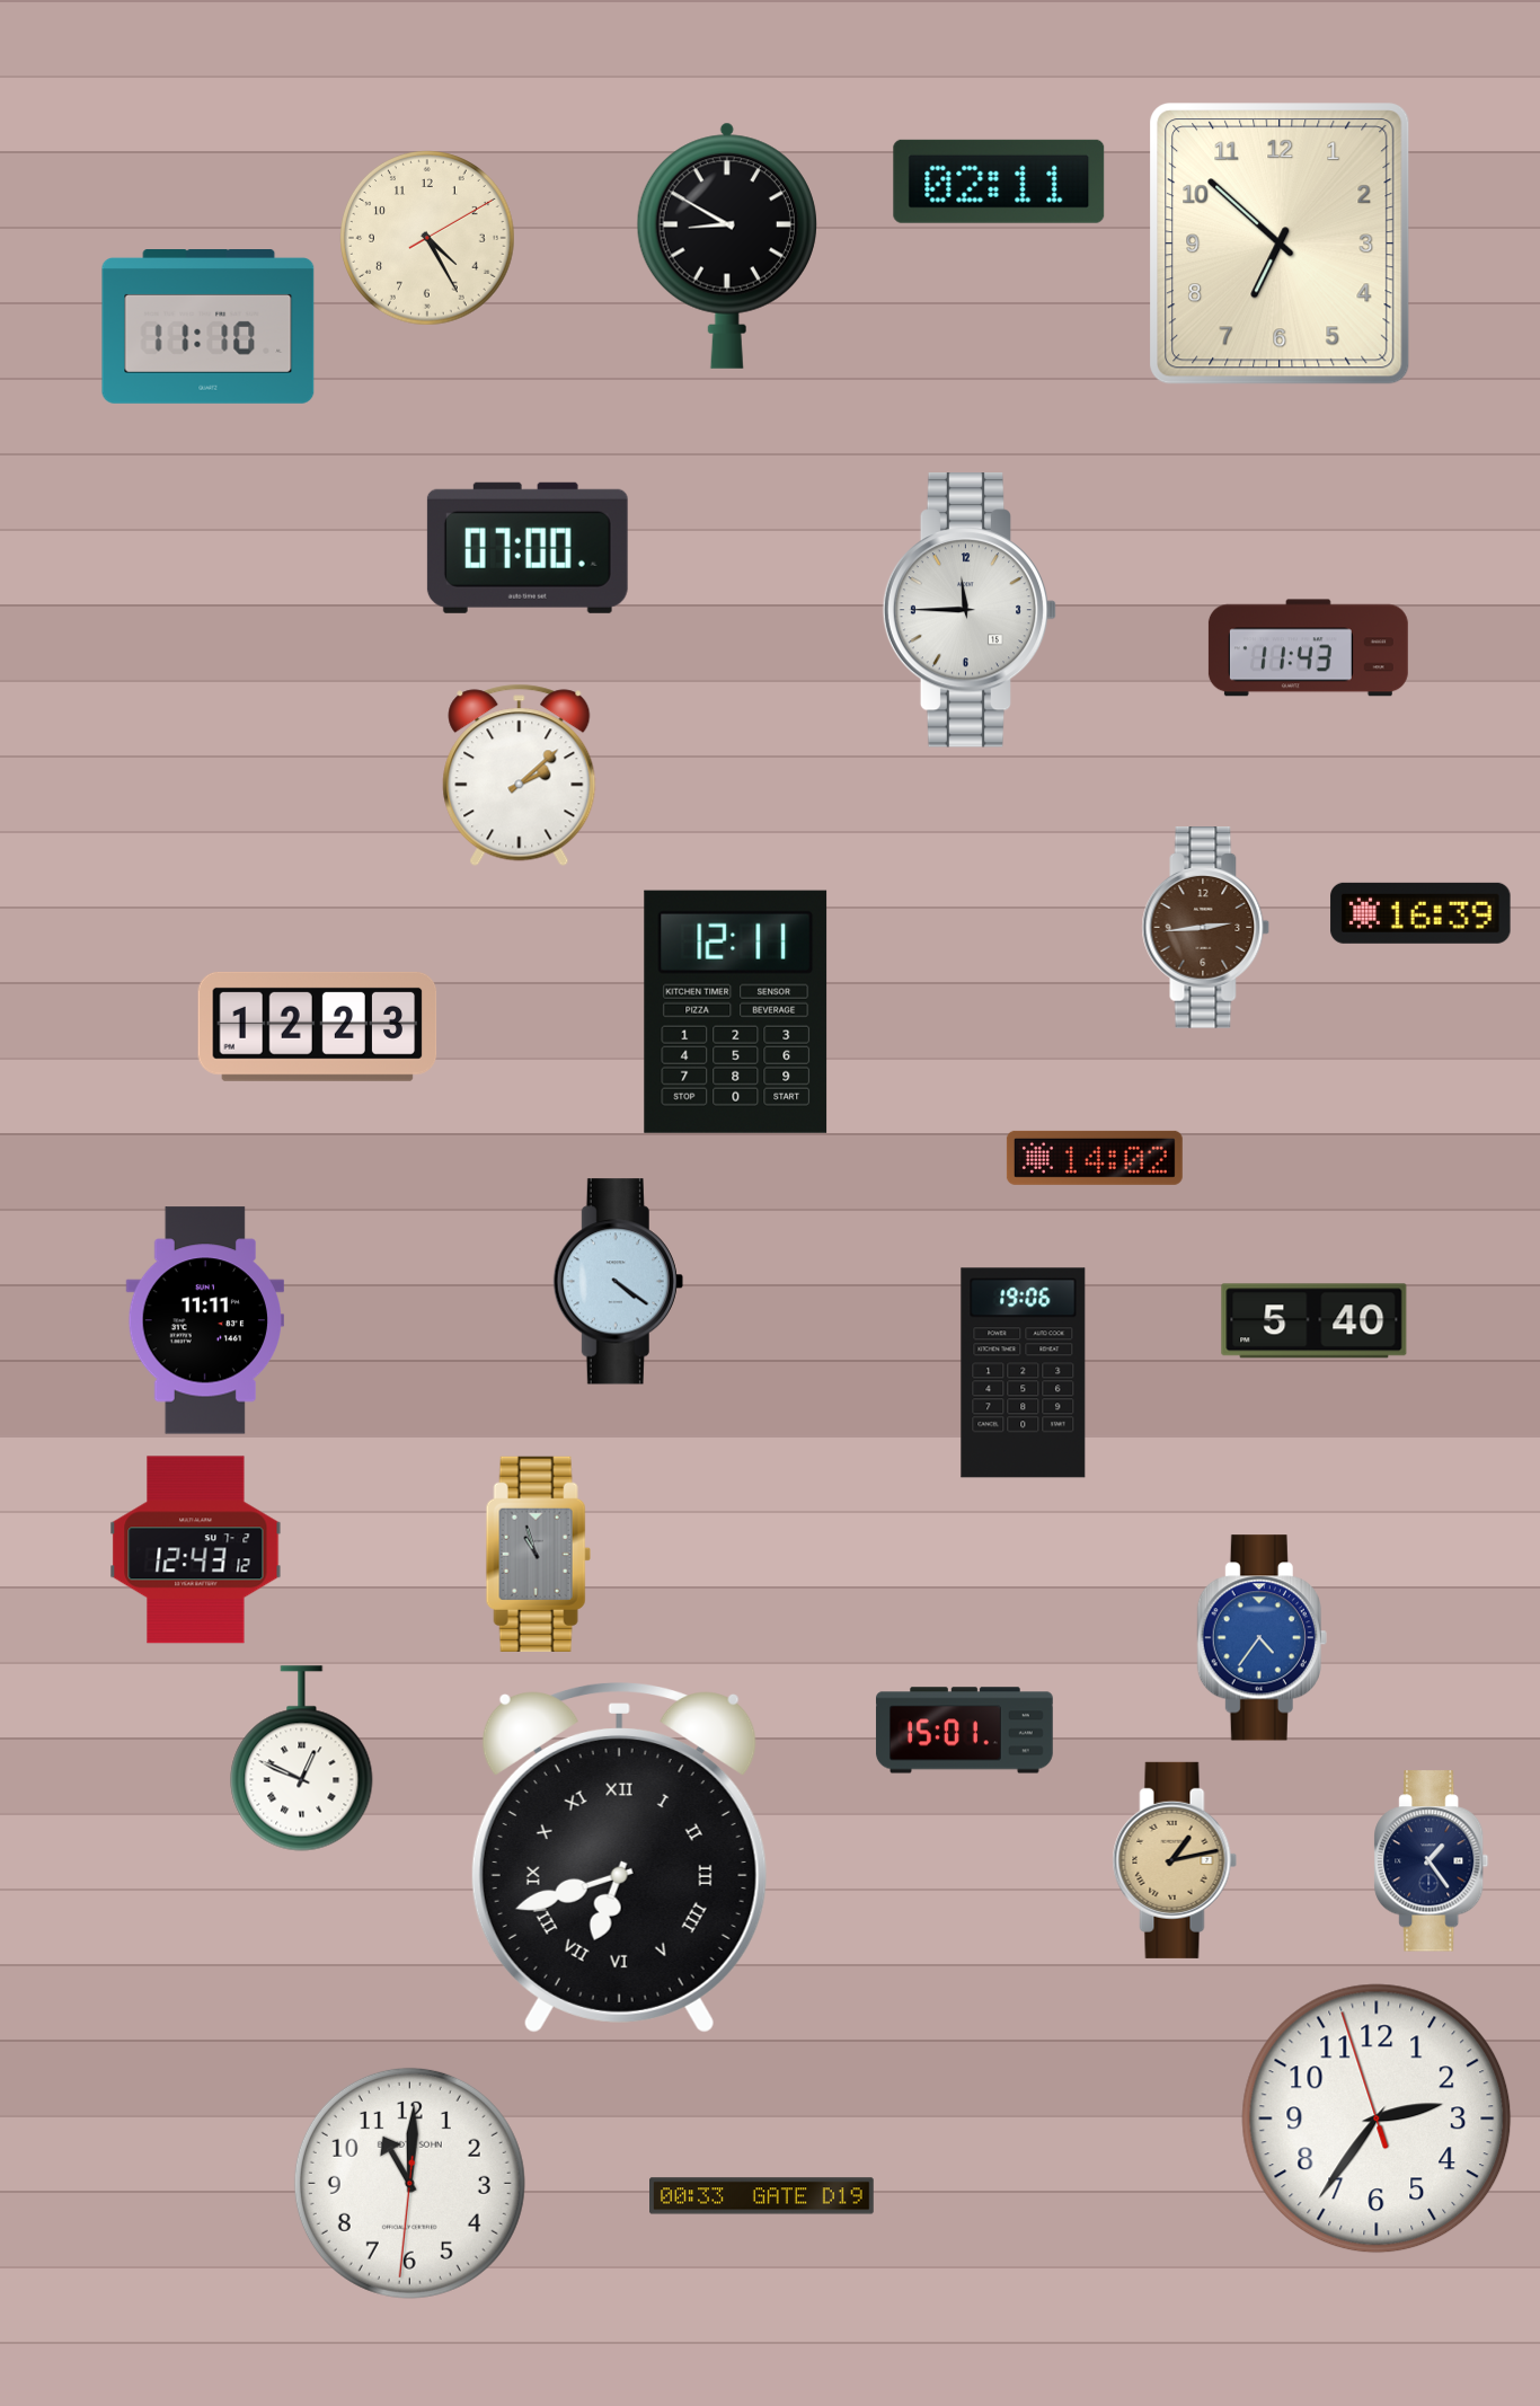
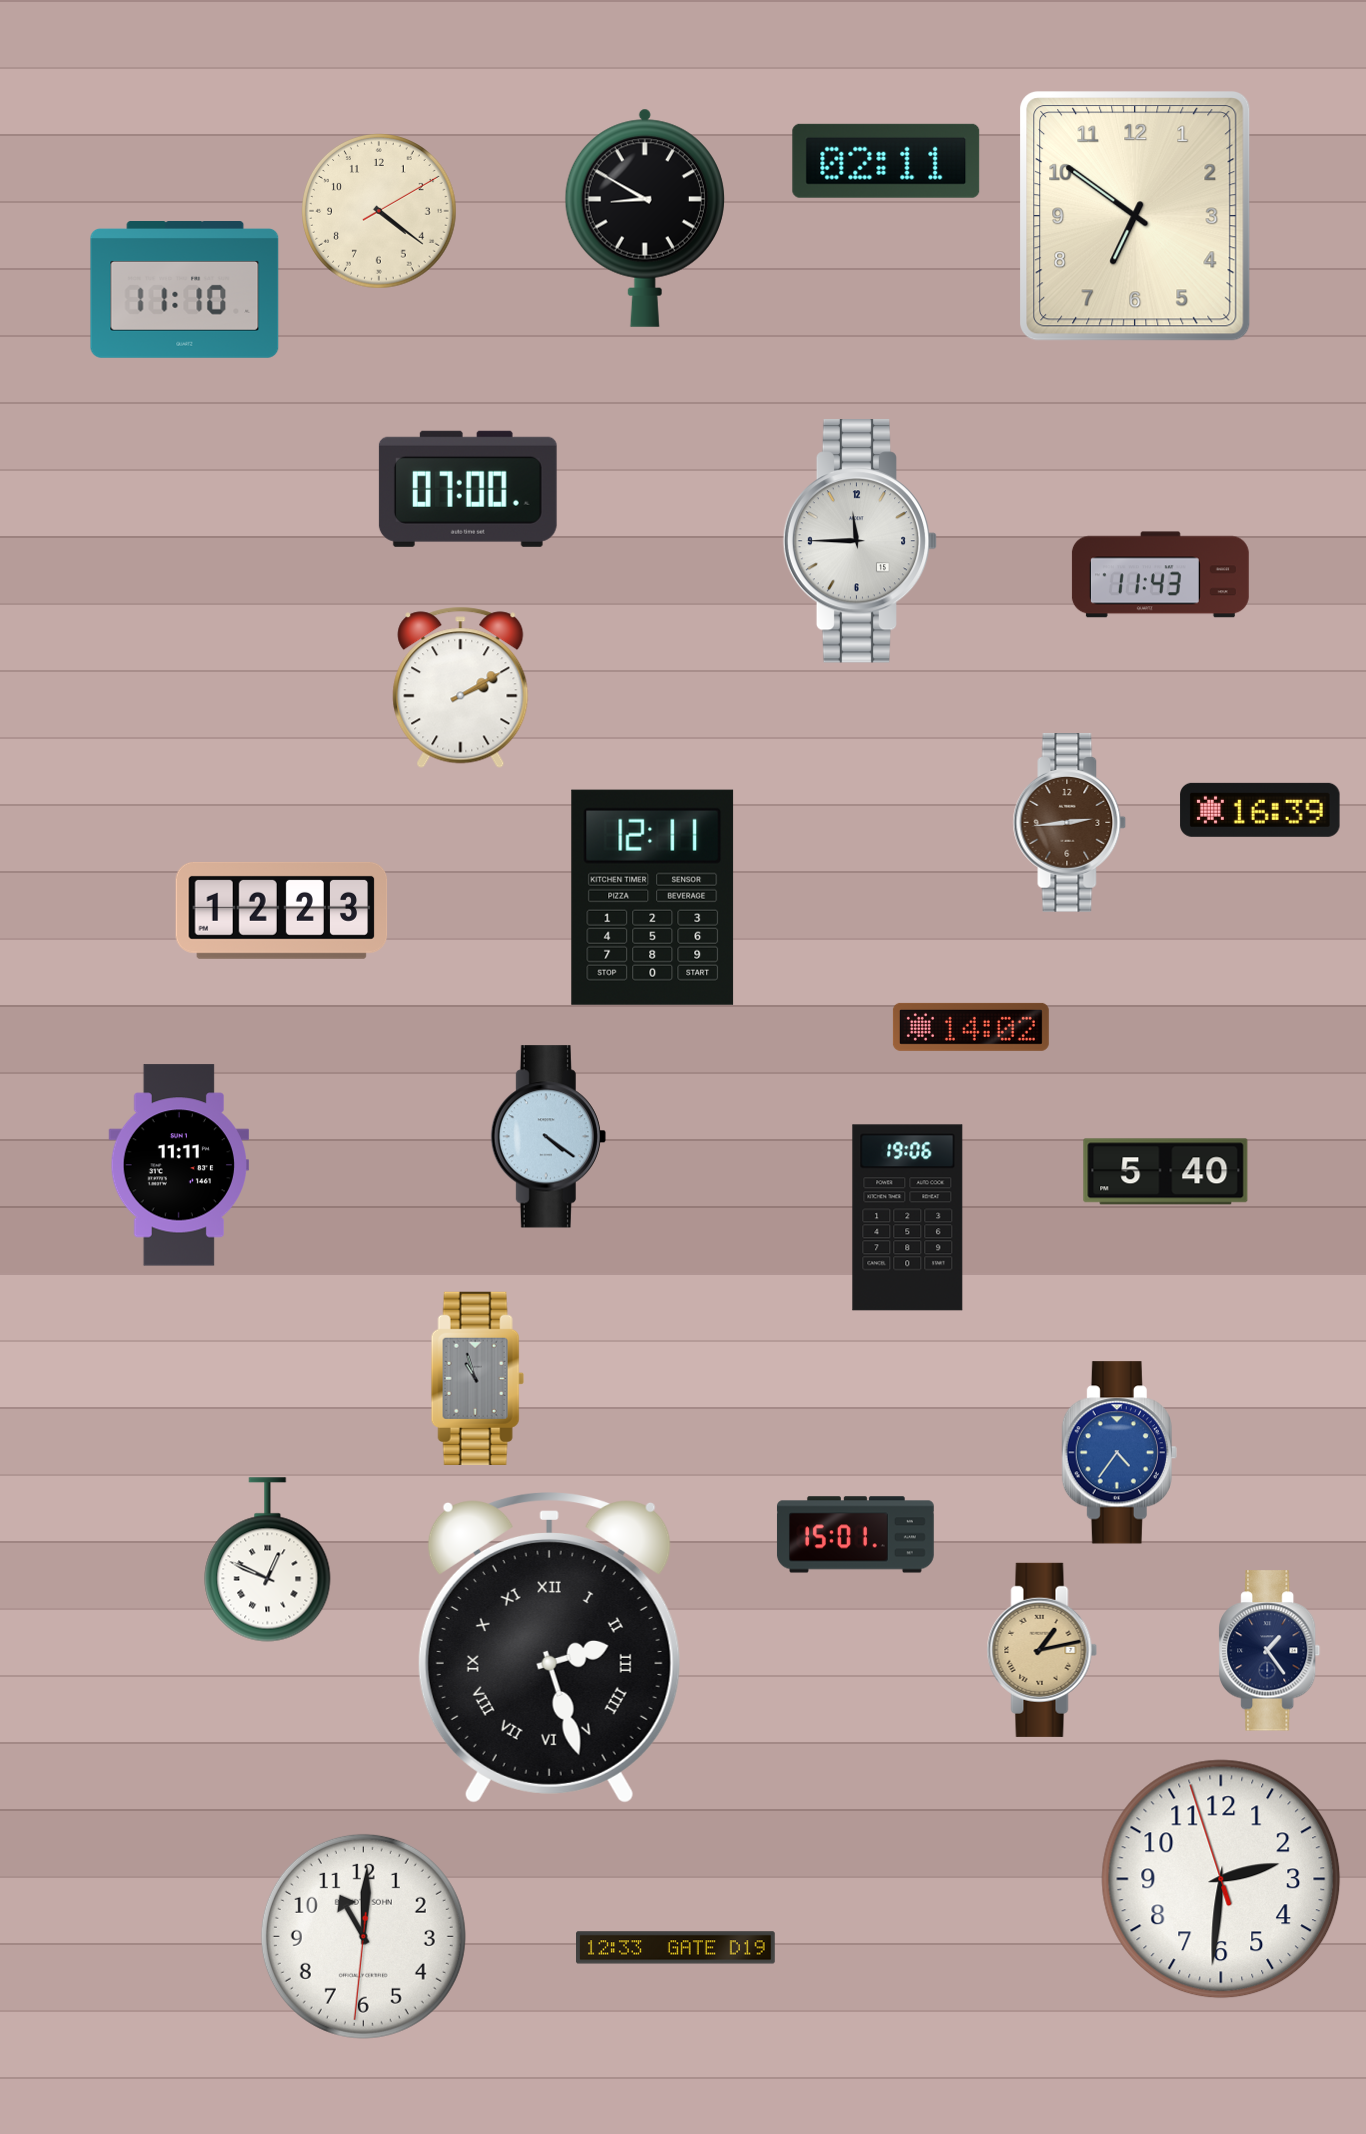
clock at (428, 239): 4:25 -> 4:21
clock at (1280, 244): 6:52 -> 6:51
clock at (528, 548) position: (528, 548) -> (468, 489)
clock at (520, 776): 2:08 -> 2:10
clock at (204, 1320) position: (204, 1320) -> (178, 1165)
clock at (196, 1550): 12:43 -> none
clock at (619, 1858): 6:42 -> 2:27
clock at (1377, 2118): 2:35 -> 2:30
clock at (762, 2196): 00:33 -> 12:33
